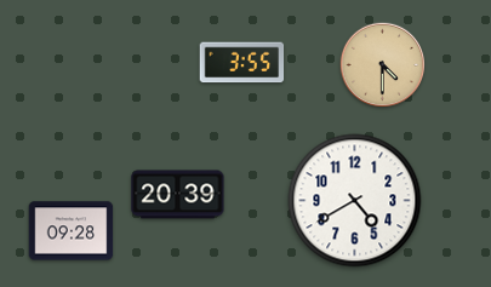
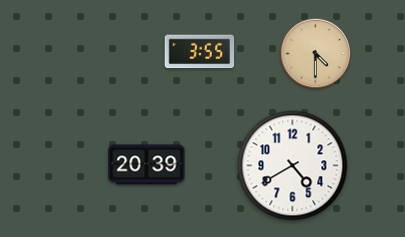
clock at (178, 195) position: (178, 195) -> (147, 165)
clock at (72, 231): 09:28 -> none
